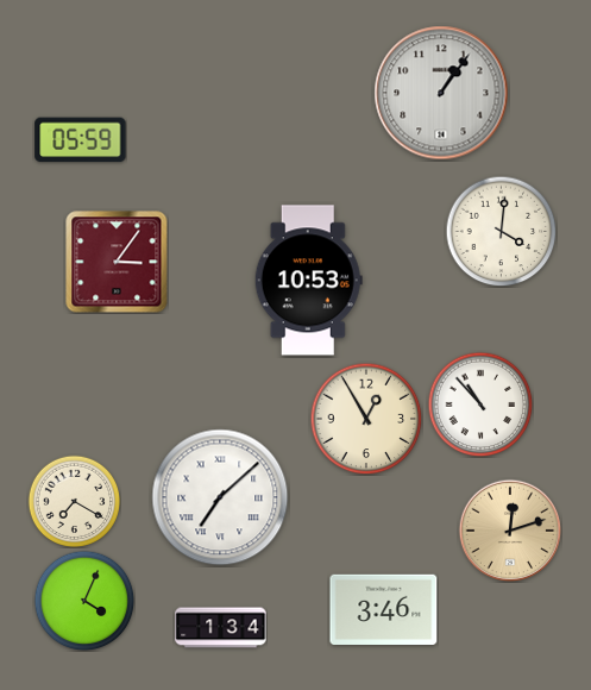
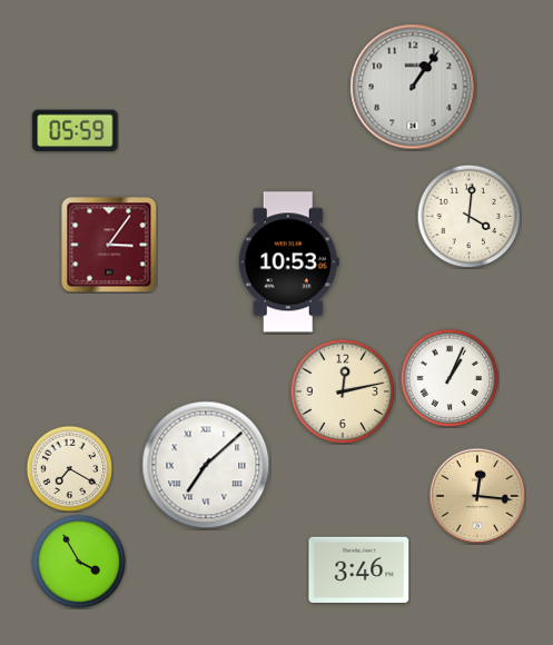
clock at (480, 404): 10:53 -> 1:04
clock at (366, 419): 12:55 -> 12:13
clock at (510, 531): 12:12 -> 12:16
clock at (84, 601): 4:04 -> 3:55
clock at (221, 628): 1:34 -> none
